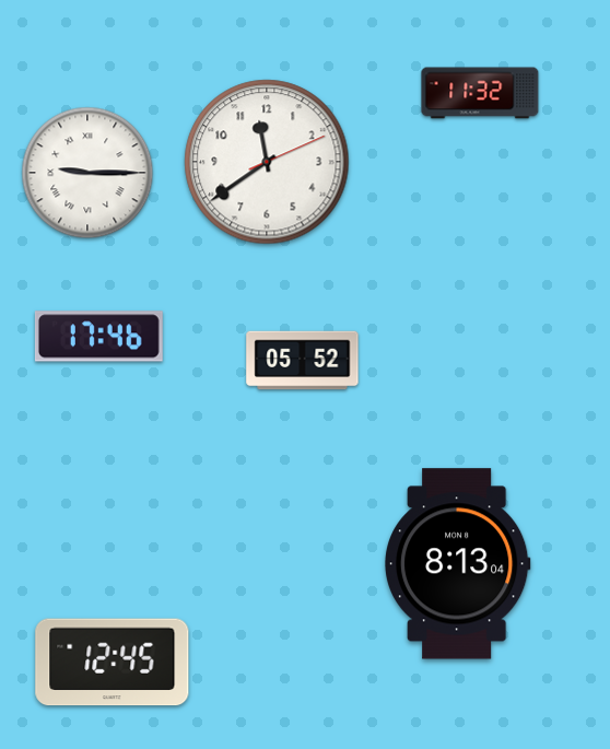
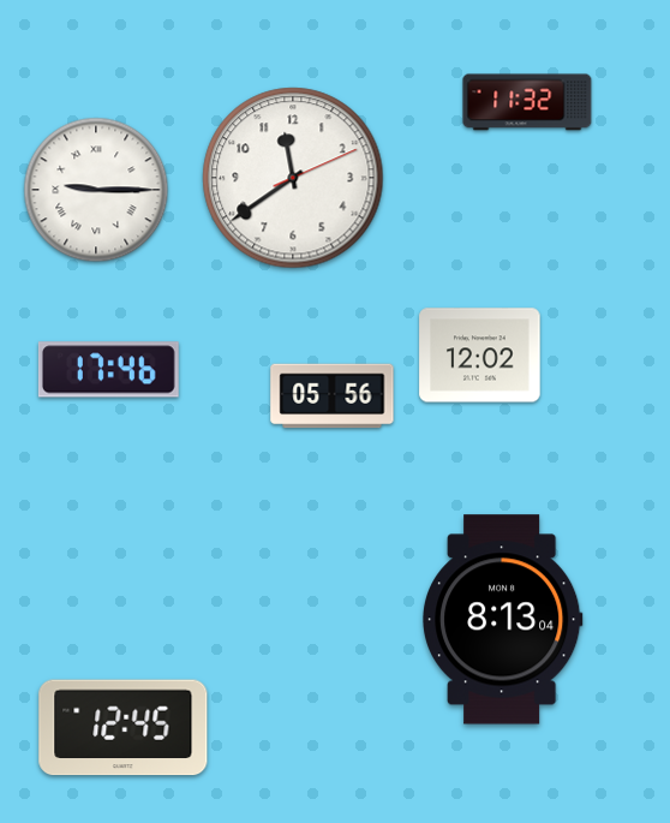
clock at (480, 356): none -> 12:02
clock at (303, 361): 05:52 -> 05:56
